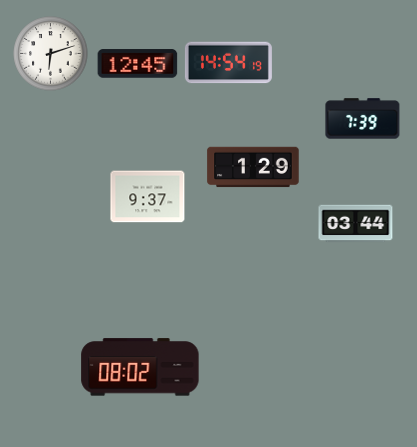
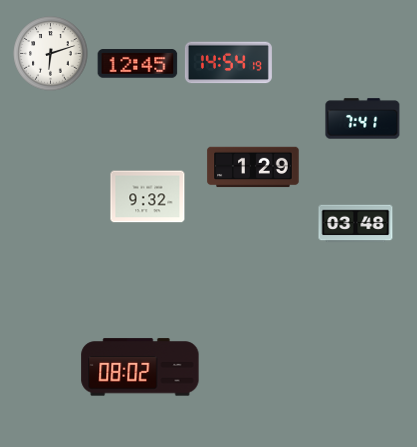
clock at (363, 119): 7:39 -> 7:41
clock at (148, 197): 9:37 -> 9:32
clock at (356, 224): 03:44 -> 03:48
